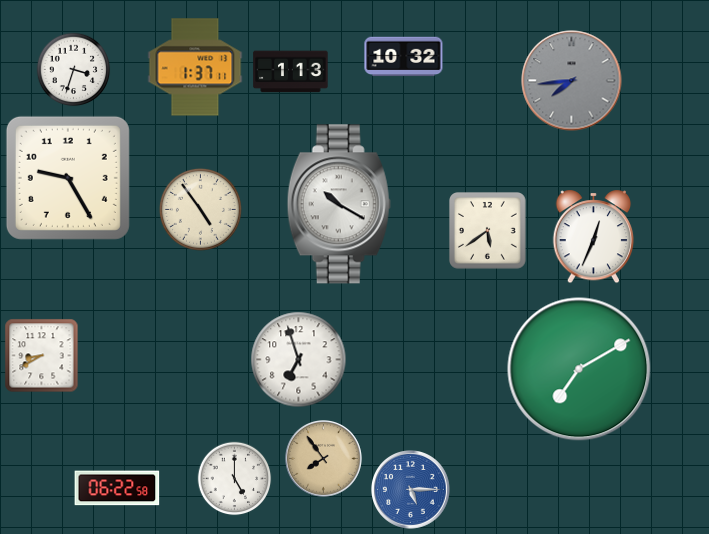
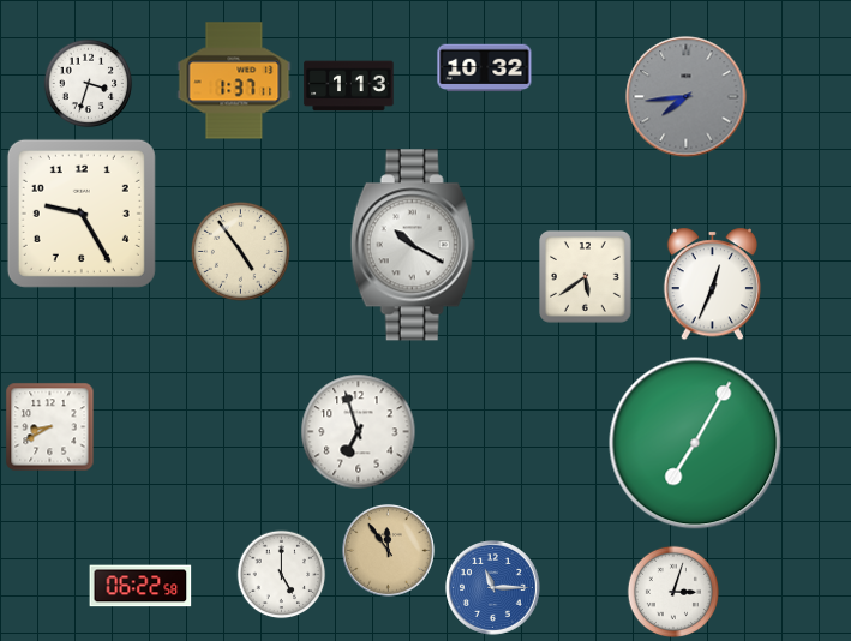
clock at (339, 204) position: (339, 204) -> (413, 245)
clock at (579, 369): 7:10 -> 7:05
clock at (324, 459): 7:54 -> 11:54
clock at (411, 490): 5:15 -> 11:15
clock at (672, 591): none -> 3:03
